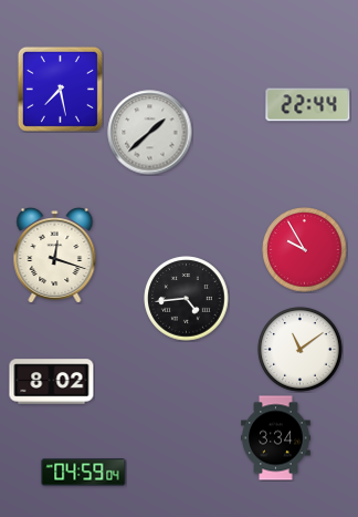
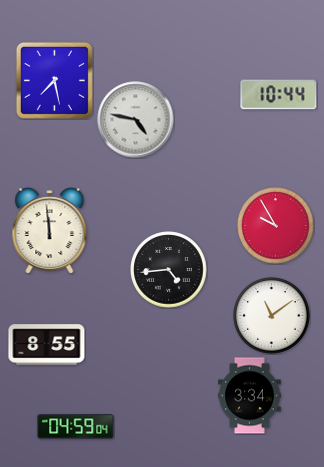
clock at (308, 105): 22:44 -> 10:44
clock at (150, 133): 1:38 -> 4:47
clock at (55, 256): 12:18 -> 11:59
clock at (52, 382): 8:02 -> 8:55
